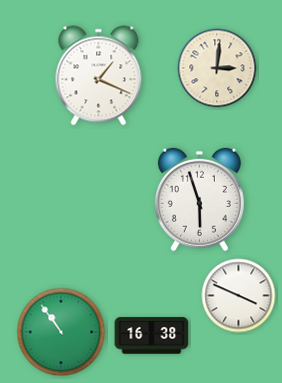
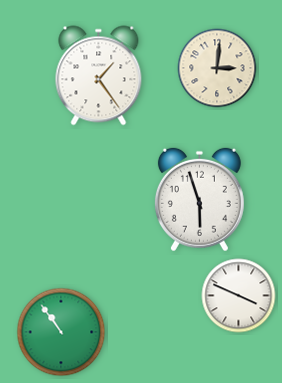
clock at (99, 76): 1:19 -> 1:24
clock at (152, 336): 16:38 -> none
